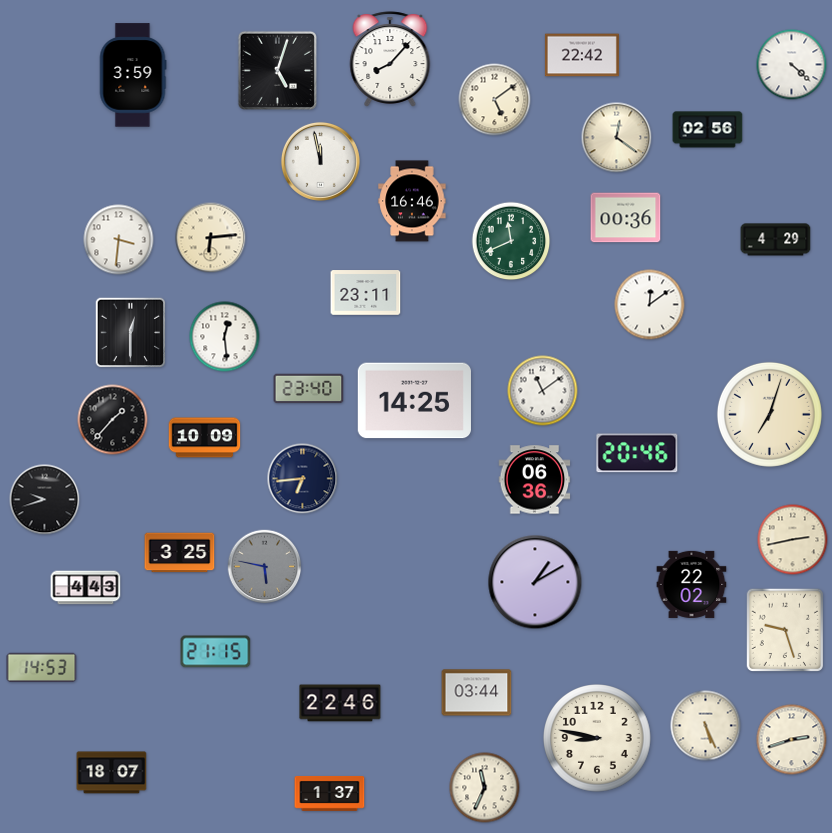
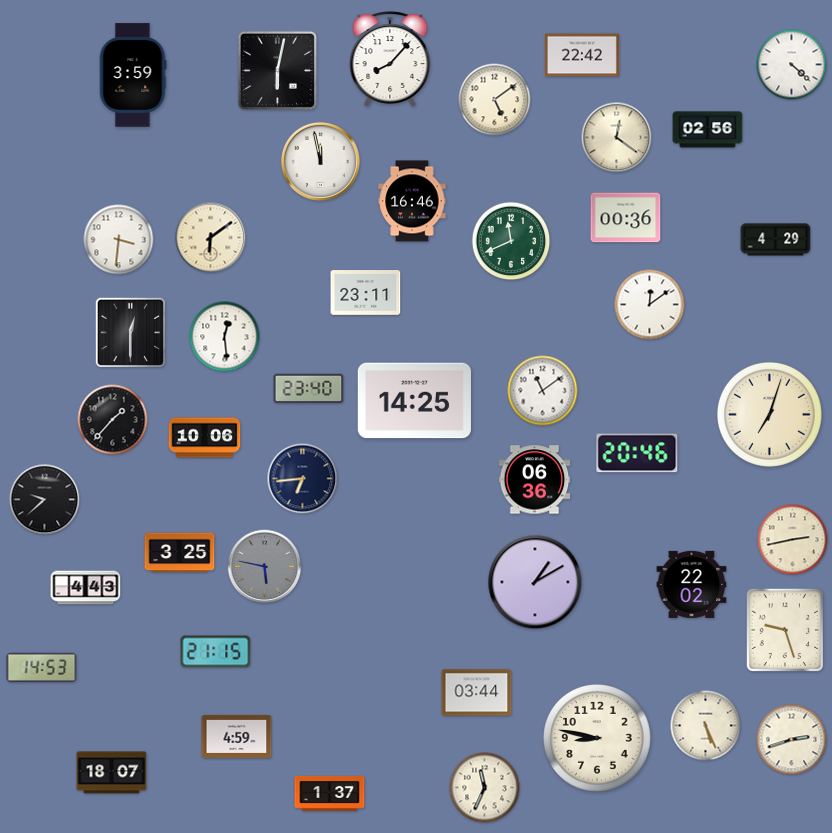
clock at (277, 70): 5:03 -> 6:02
clock at (211, 238): 6:14 -> 6:09
clock at (205, 438): 10:09 -> 10:06
clock at (45, 500): 9:42 -> 9:38
clock at (340, 703): 22:46 -> none
clock at (237, 736): none -> 4:59
